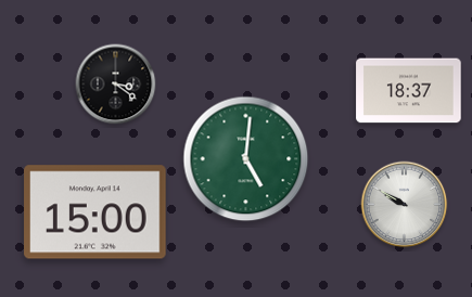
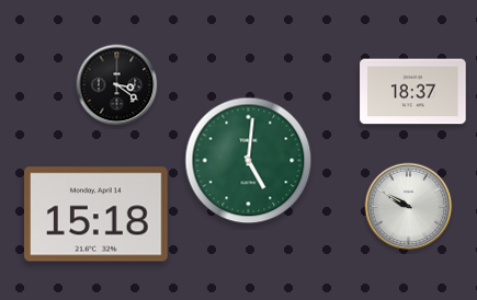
clock at (95, 212): 15:00 -> 15:18
